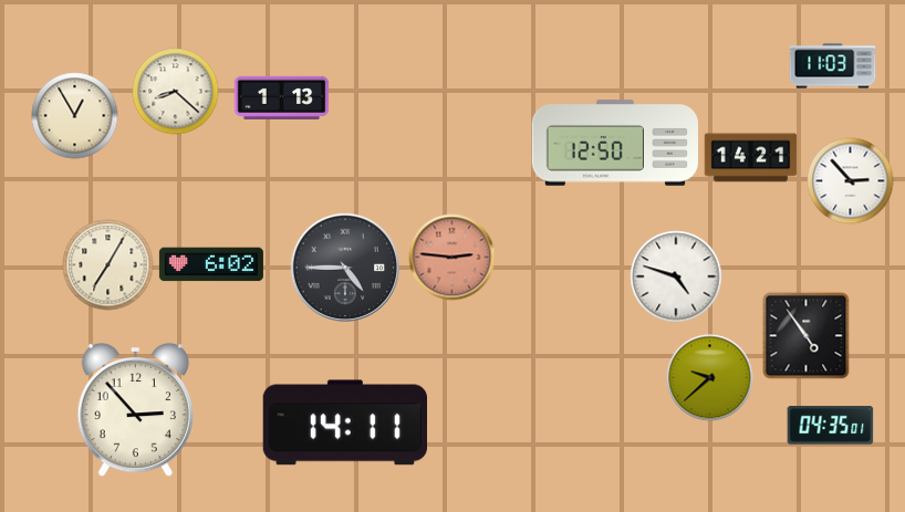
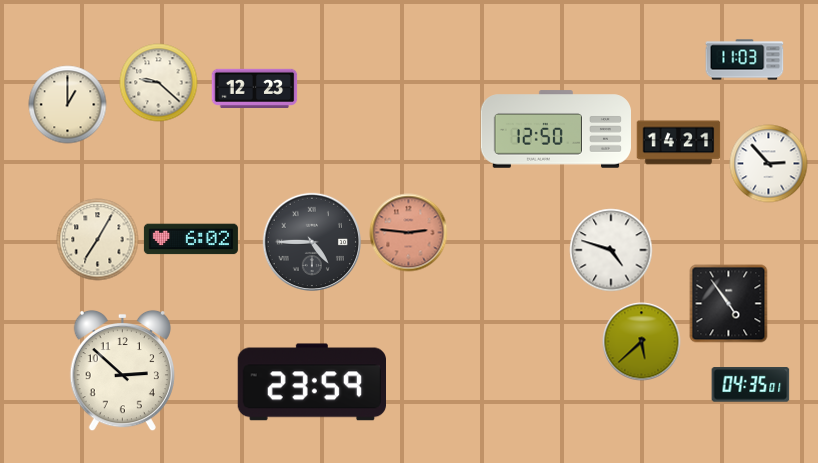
clock at (832, 66) position: (832, 66) -> (744, 60)
clock at (175, 91): 8:22 -> 9:22
clock at (281, 97): 1:13 -> 12:23
clock at (74, 115): 12:55 -> 1:00
clock at (709, 377): 9:38 -> 5:38
clock at (135, 409): 2:53 -> 2:52
clock at (344, 422): 14:11 -> 23:59
